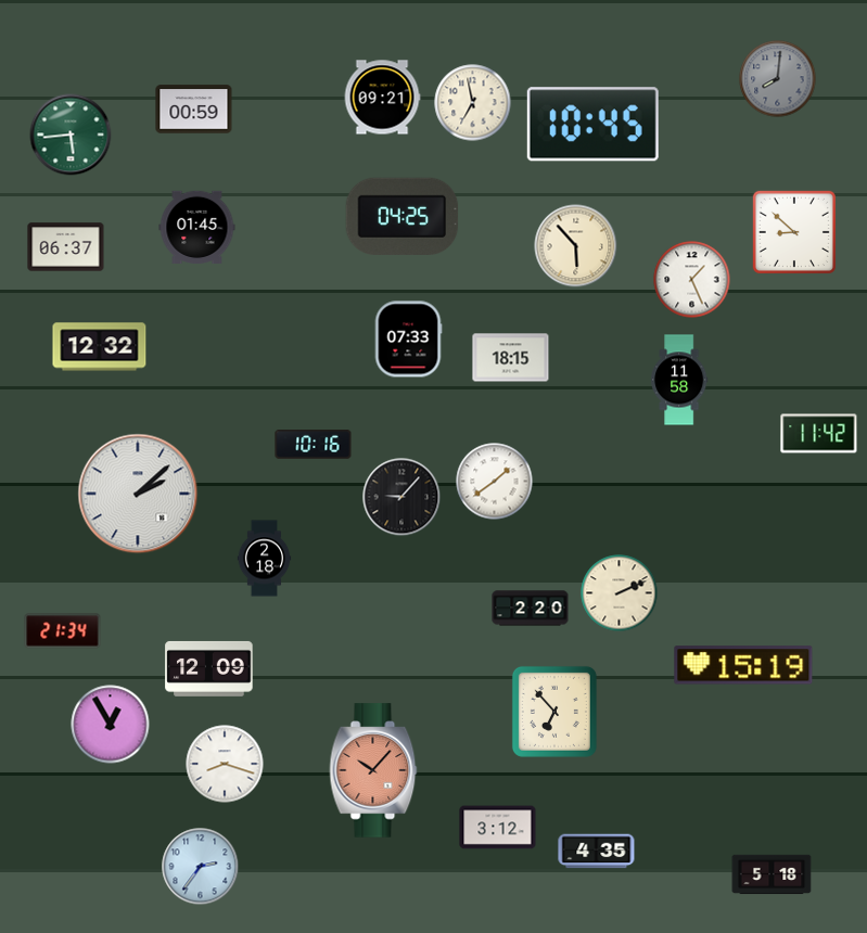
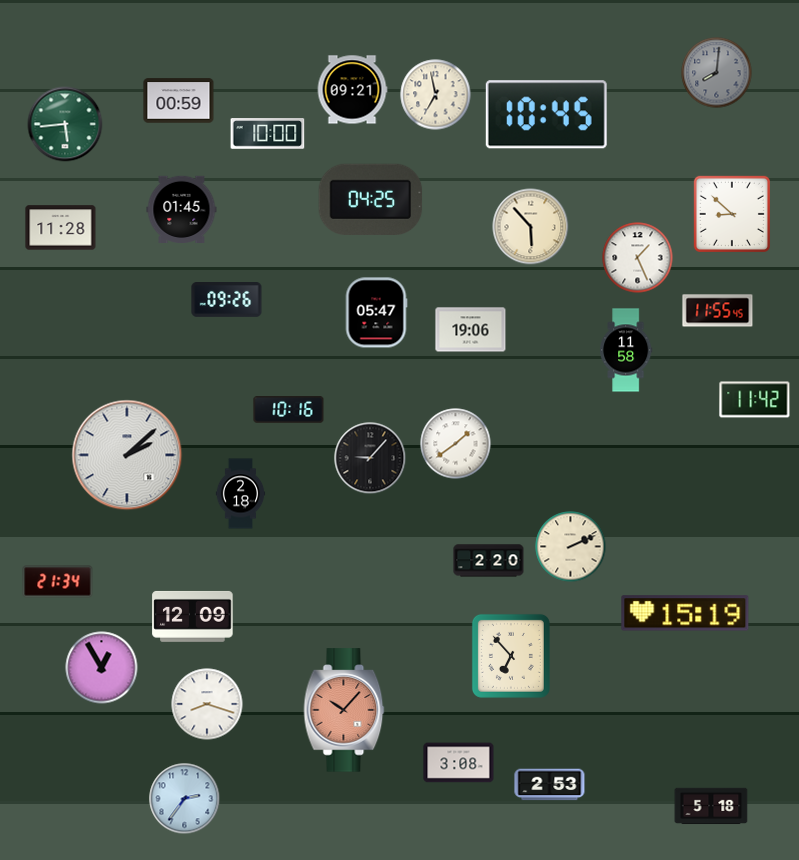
clock at (268, 134): none -> 10:00
clock at (66, 247): 06:37 -> 11:28
clock at (227, 300): none -> 09:26
clock at (718, 311): none -> 11:55
clock at (408, 340): 07:33 -> 05:47
clock at (100, 347): 12:32 -> none
clock at (511, 358): 18:15 -> 19:06
clock at (265, 559) position: (265, 559) -> (241, 494)
clock at (498, 828): 3:12 -> 3:08
clock at (597, 852): 4:35 -> 2:53
